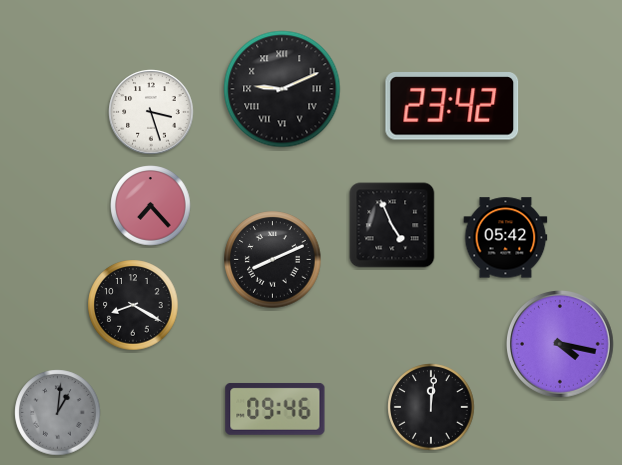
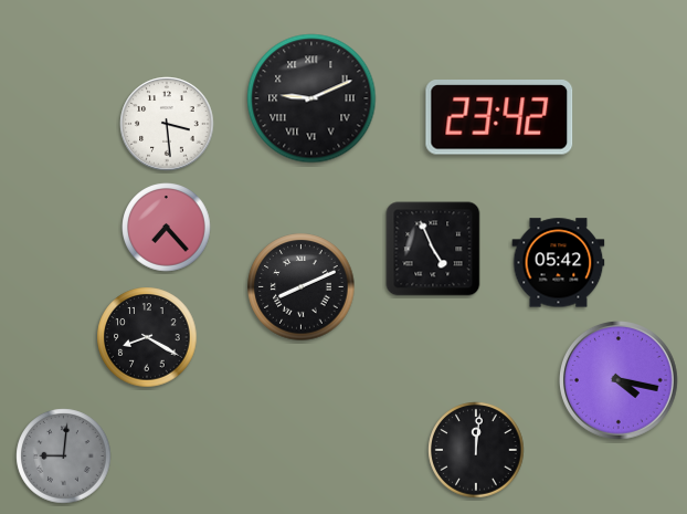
clock at (151, 112): 3:27 -> 3:29
clock at (275, 409): 09:46 -> none
clock at (58, 413): 1:01 -> 9:01
